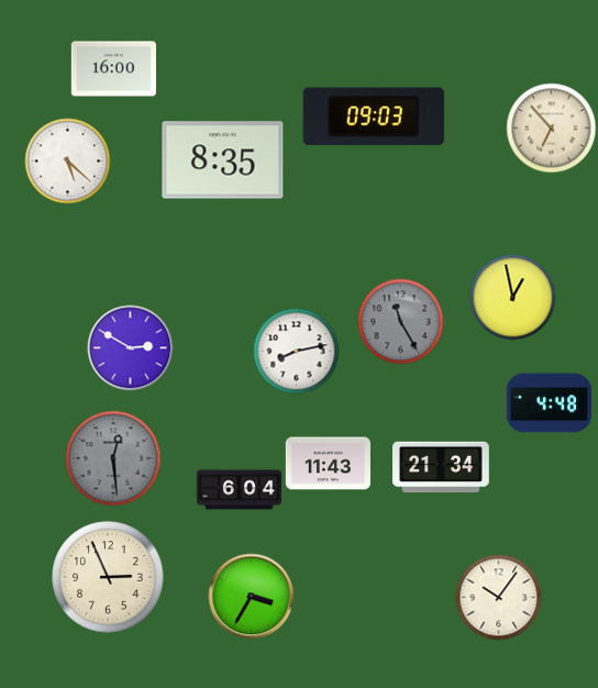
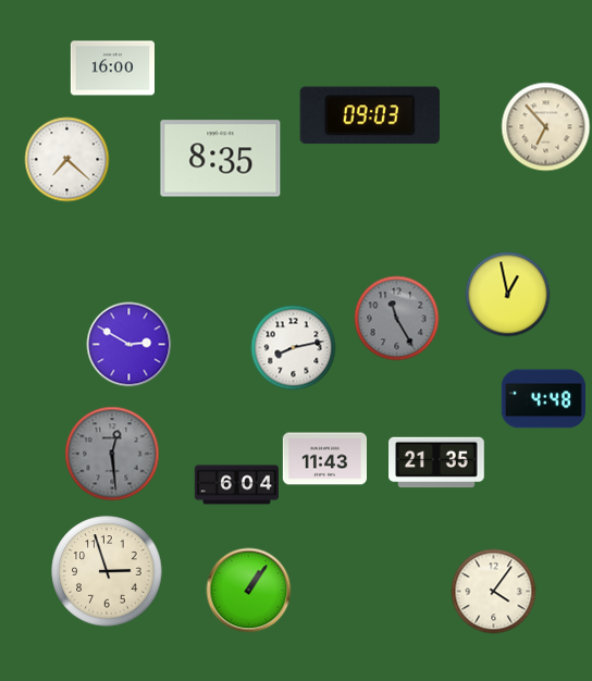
clock at (67, 160): 5:22 -> 7:22
clock at (441, 467): 21:34 -> 21:35
clock at (108, 577): 2:56 -> 2:57
clock at (251, 596): 3:35 -> 1:06
clock at (498, 597): 10:06 -> 4:06
